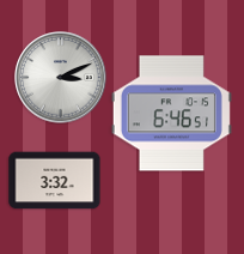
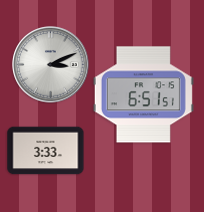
clock at (171, 114): 6:46 -> 6:51
clock at (55, 181): 3:32 -> 3:33
